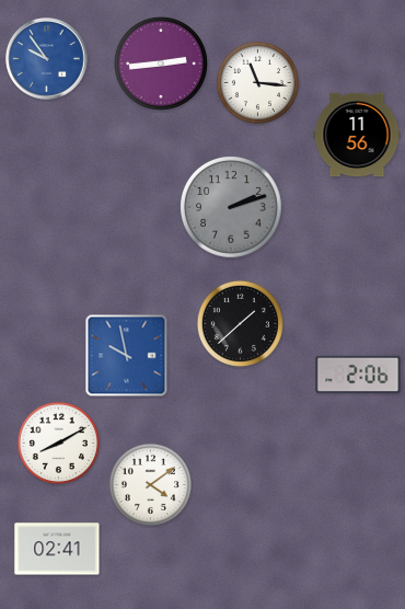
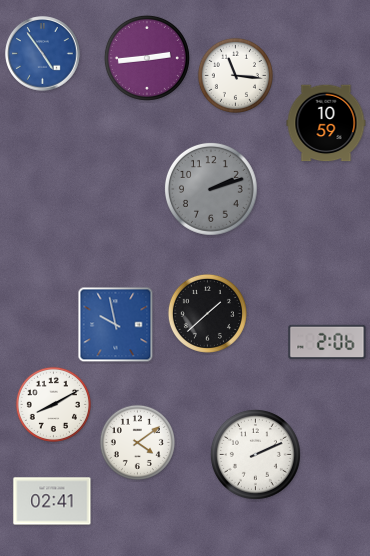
clock at (47, 59): 9:54 -> 4:54
clock at (357, 135): 11:56 -> 10:59
clock at (240, 323) position: (240, 323) -> (207, 313)
clock at (255, 454): none -> 2:11
